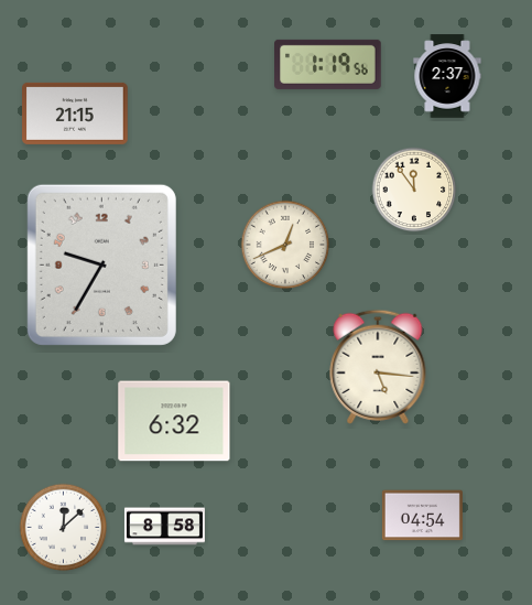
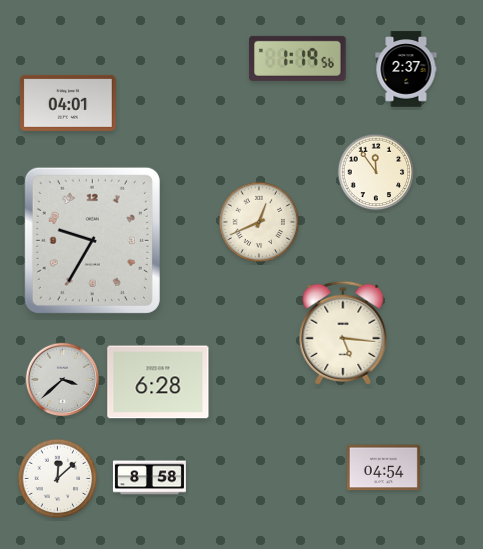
clock at (76, 114): 21:15 -> 04:01
clock at (62, 379): none -> 3:38
clock at (174, 421): 6:32 -> 6:28
